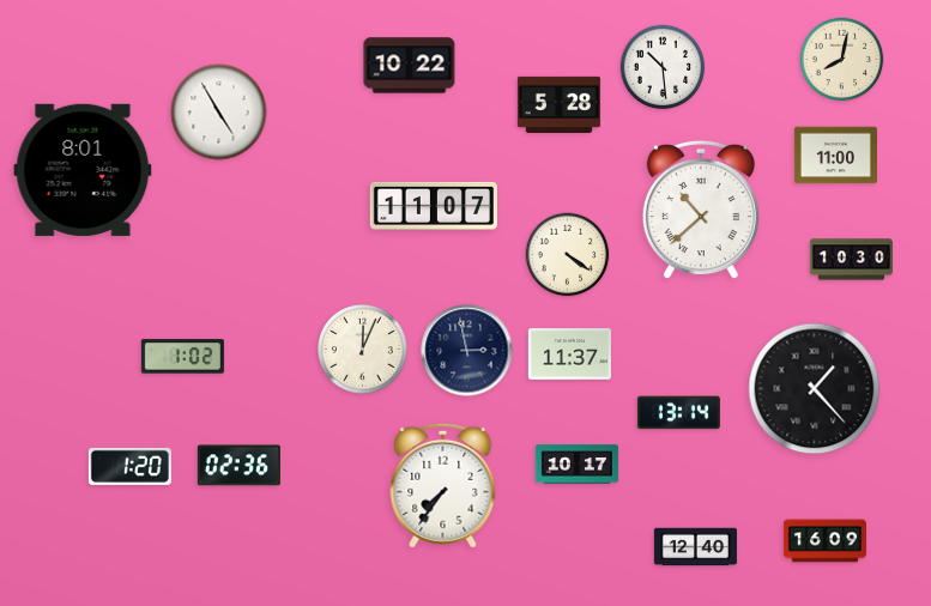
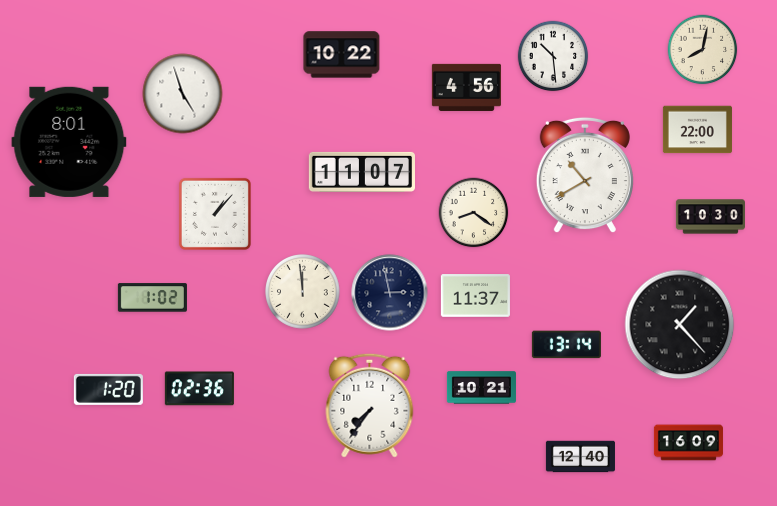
clock at (558, 104): 5:28 -> 4:56
clock at (219, 113): 4:55 -> 4:57
clock at (835, 156): 11:00 -> 22:00
clock at (701, 210): 10:38 -> 10:40
clock at (568, 255): 4:21 -> 8:21
clock at (215, 214): none -> 1:07
clock at (363, 350): 12:04 -> 11:59
clock at (576, 465): 10:17 -> 10:21
clock at (824, 541) position: (824, 541) -> (688, 443)
